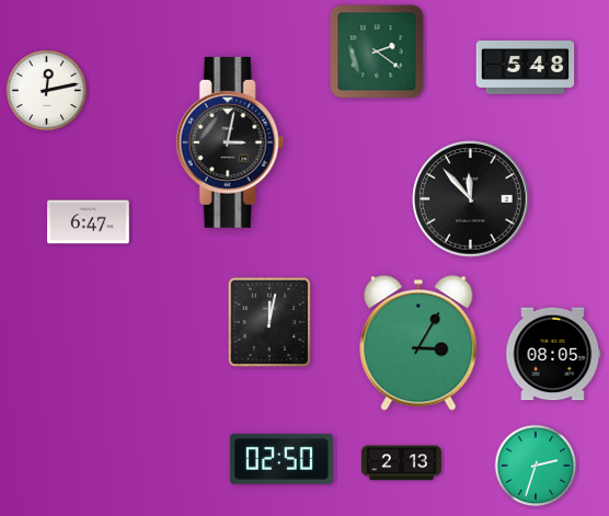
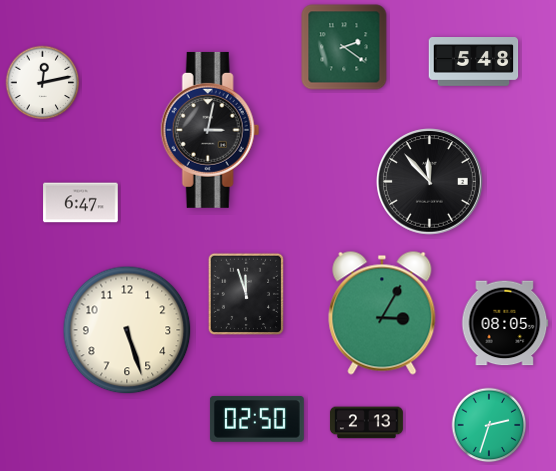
clock at (526, 68) position: (526, 68) -> (474, 62)
clock at (269, 322): 12:02 -> 11:57
clock at (127, 330): none -> 5:27
